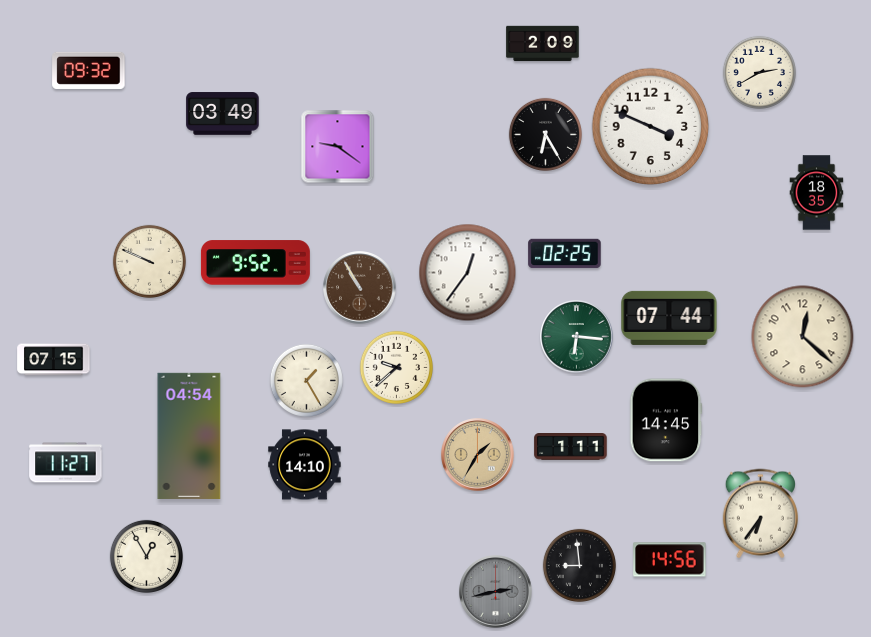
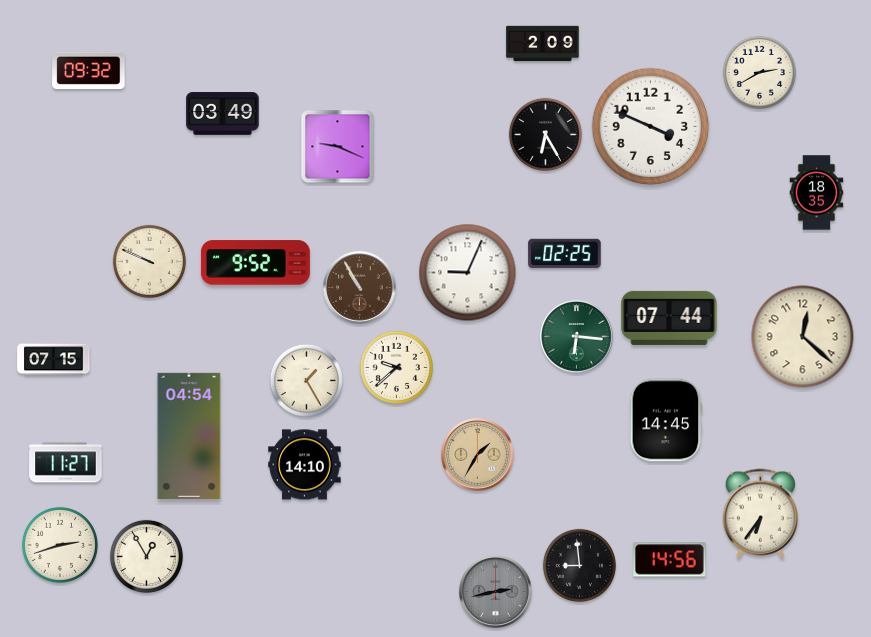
clock at (338, 147): 9:21 -> 9:19
clock at (468, 273): 12:36 -> 9:04
clock at (571, 447): 1:11 -> none
clock at (60, 545): none -> 2:42
